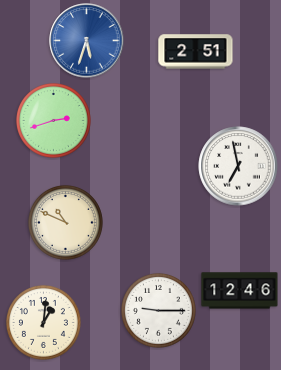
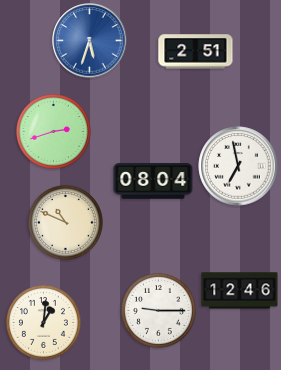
clock at (87, 41) position: (87, 41) -> (90, 41)
clock at (53, 120) position: (53, 120) -> (53, 131)
clock at (153, 181): none -> 08:04
